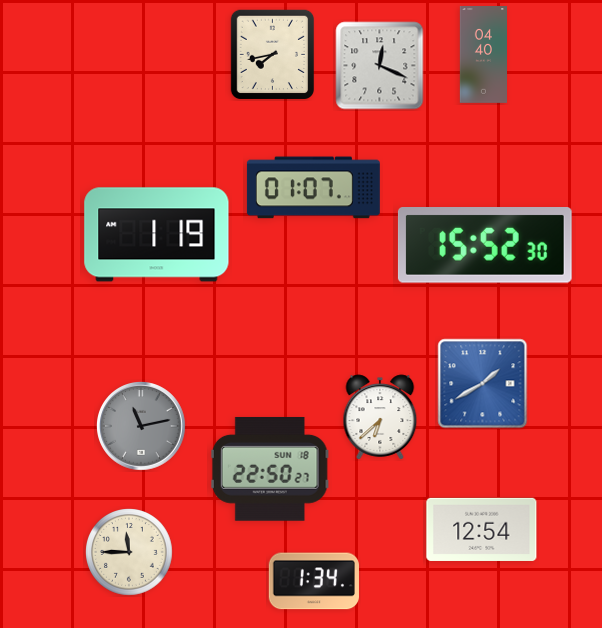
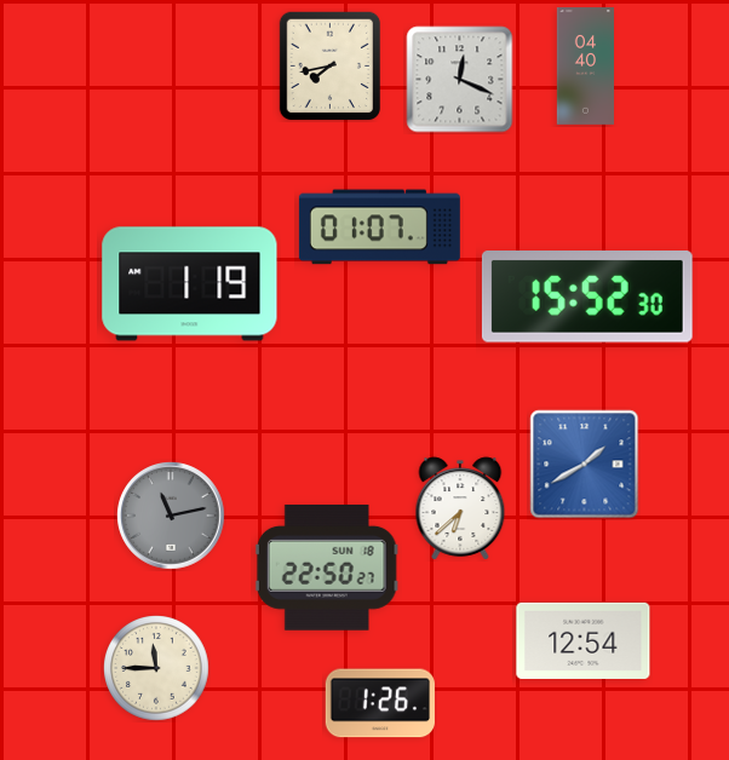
clock at (380, 417) position: (380, 417) -> (460, 508)
clock at (314, 581): 1:34 -> 1:26
